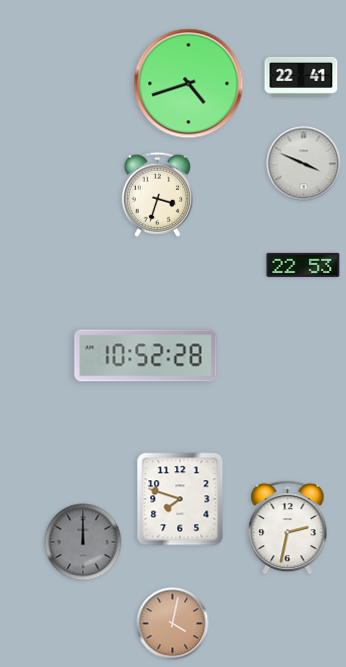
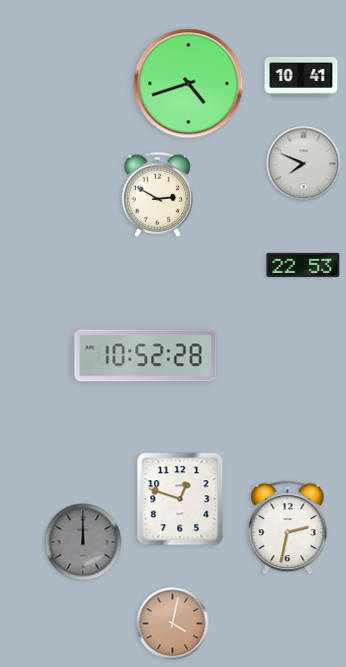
clock at (301, 77): 22:41 -> 10:41
clock at (304, 164): 3:49 -> 7:49
clock at (157, 194): 3:33 -> 2:50
clock at (180, 499): 7:48 -> 12:48
